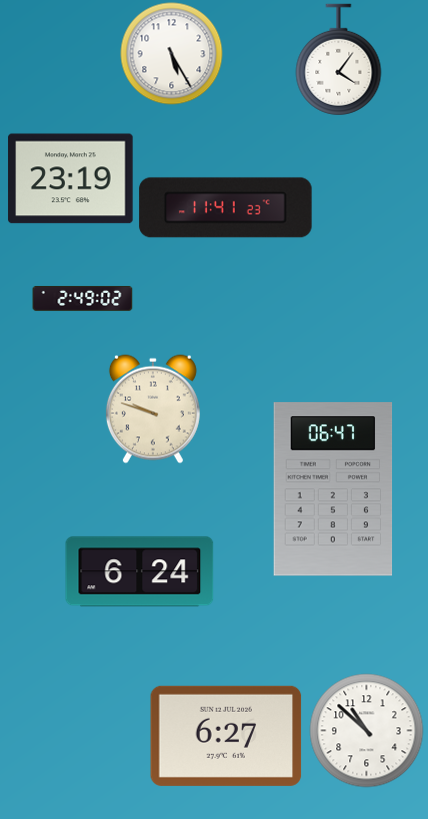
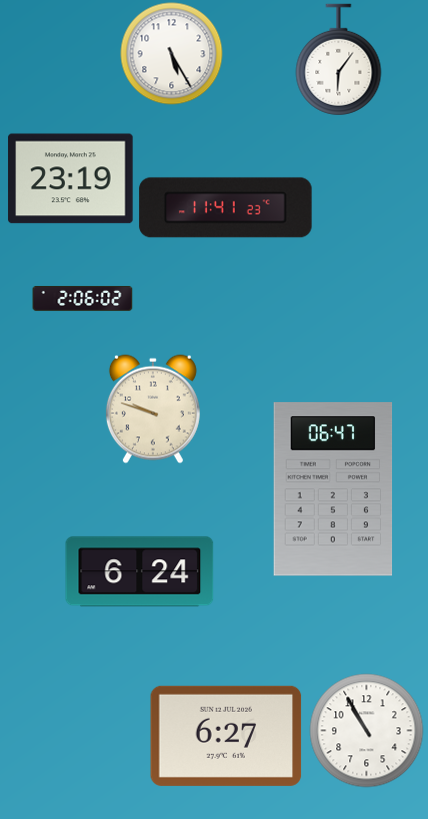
clock at (339, 60): 4:06 -> 6:06
clock at (83, 298): 2:49 -> 2:06
clock at (367, 731): 10:52 -> 10:55
